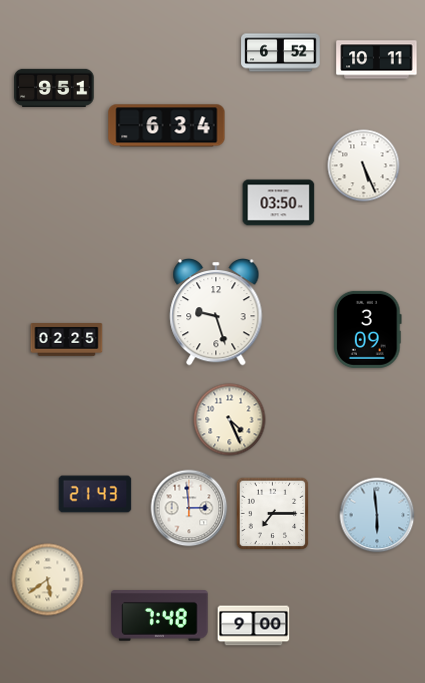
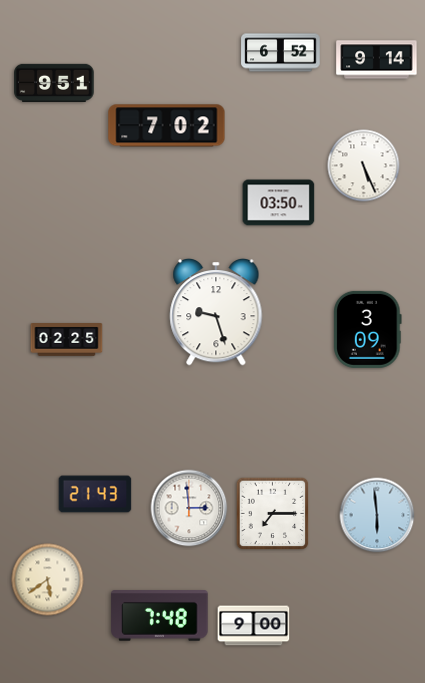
clock at (377, 60): 10:11 -> 9:14
clock at (54, 88) position: (54, 88) -> (54, 83)
clock at (167, 126): 6:34 -> 7:02
clock at (230, 420): 4:26 -> none
